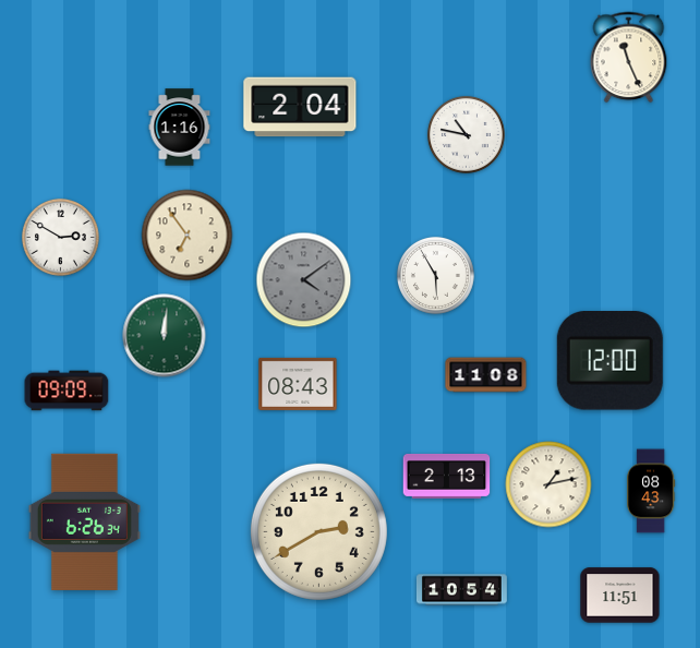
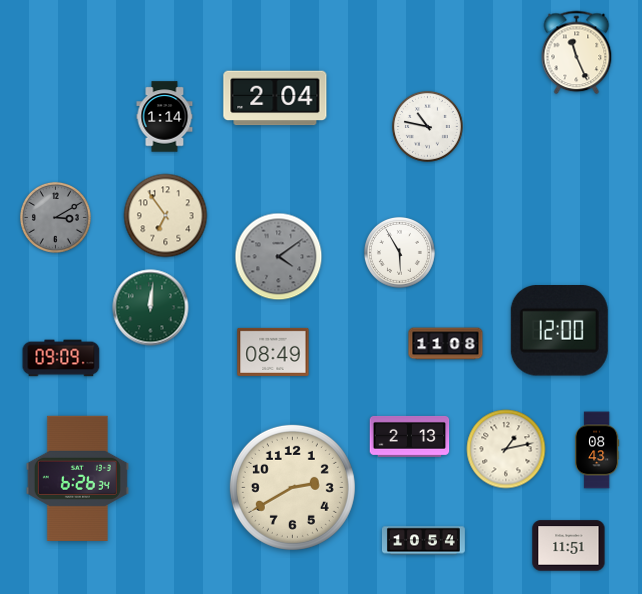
clock at (180, 128): 1:16 -> 1:14
clock at (466, 134) position: (466, 134) -> (427, 126)
clock at (188, 236) position: (188, 236) -> (166, 216)
clock at (60, 237): 2:50 -> 3:10
clock at (60, 237) dial: white -> grey
clock at (298, 384): 08:43 -> 08:49
clock at (548, 484) position: (548, 484) -> (506, 449)
